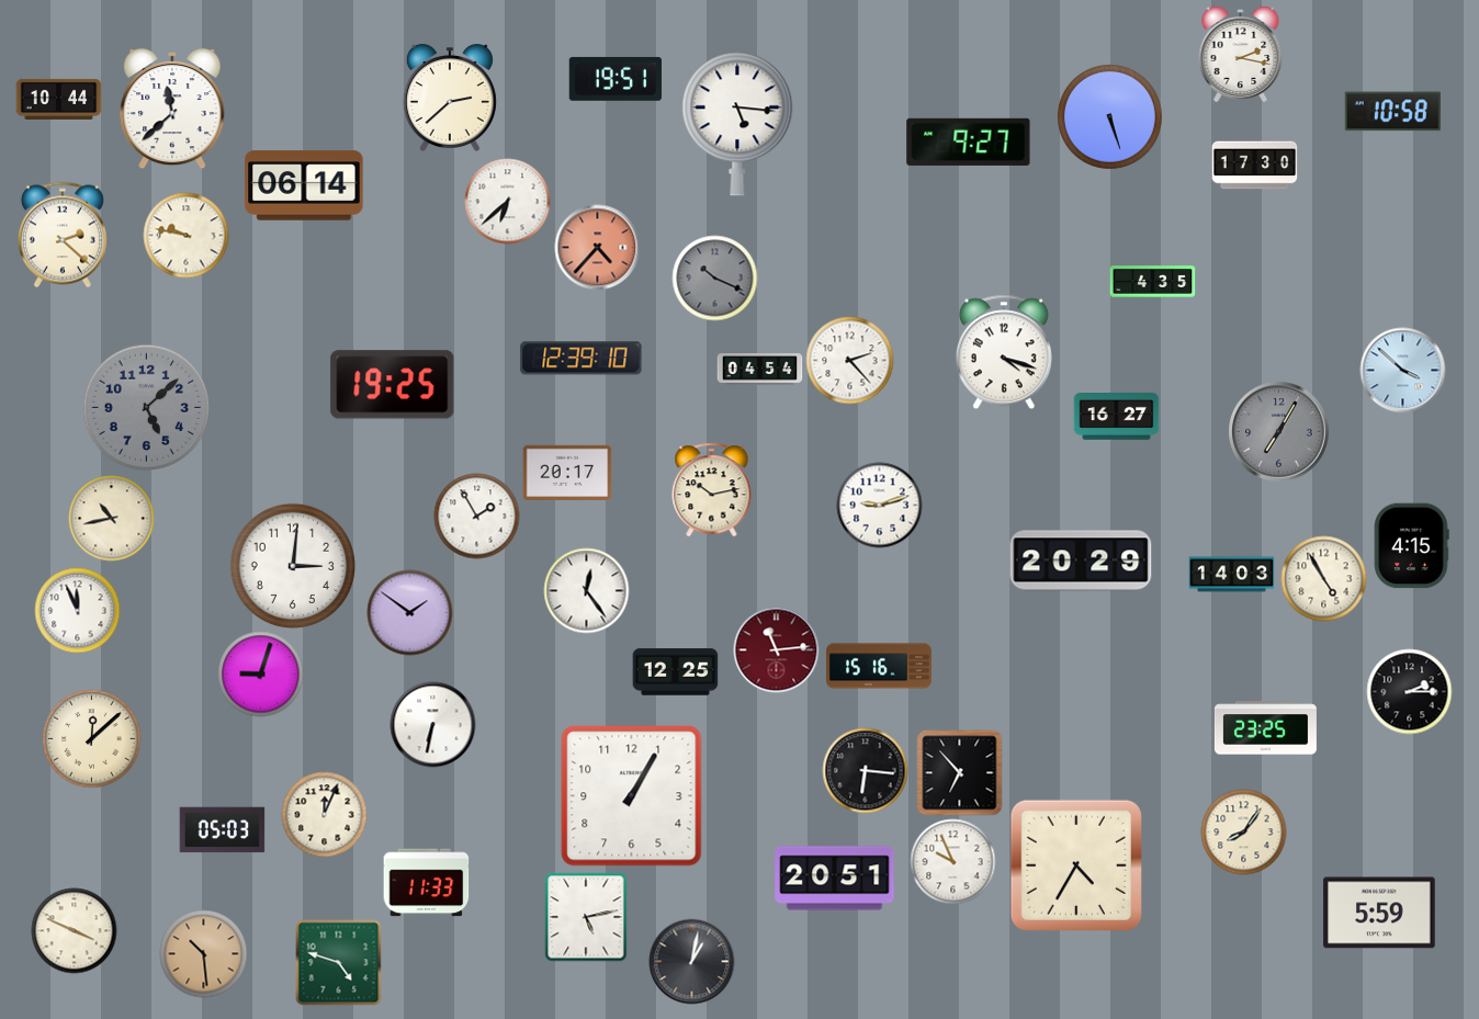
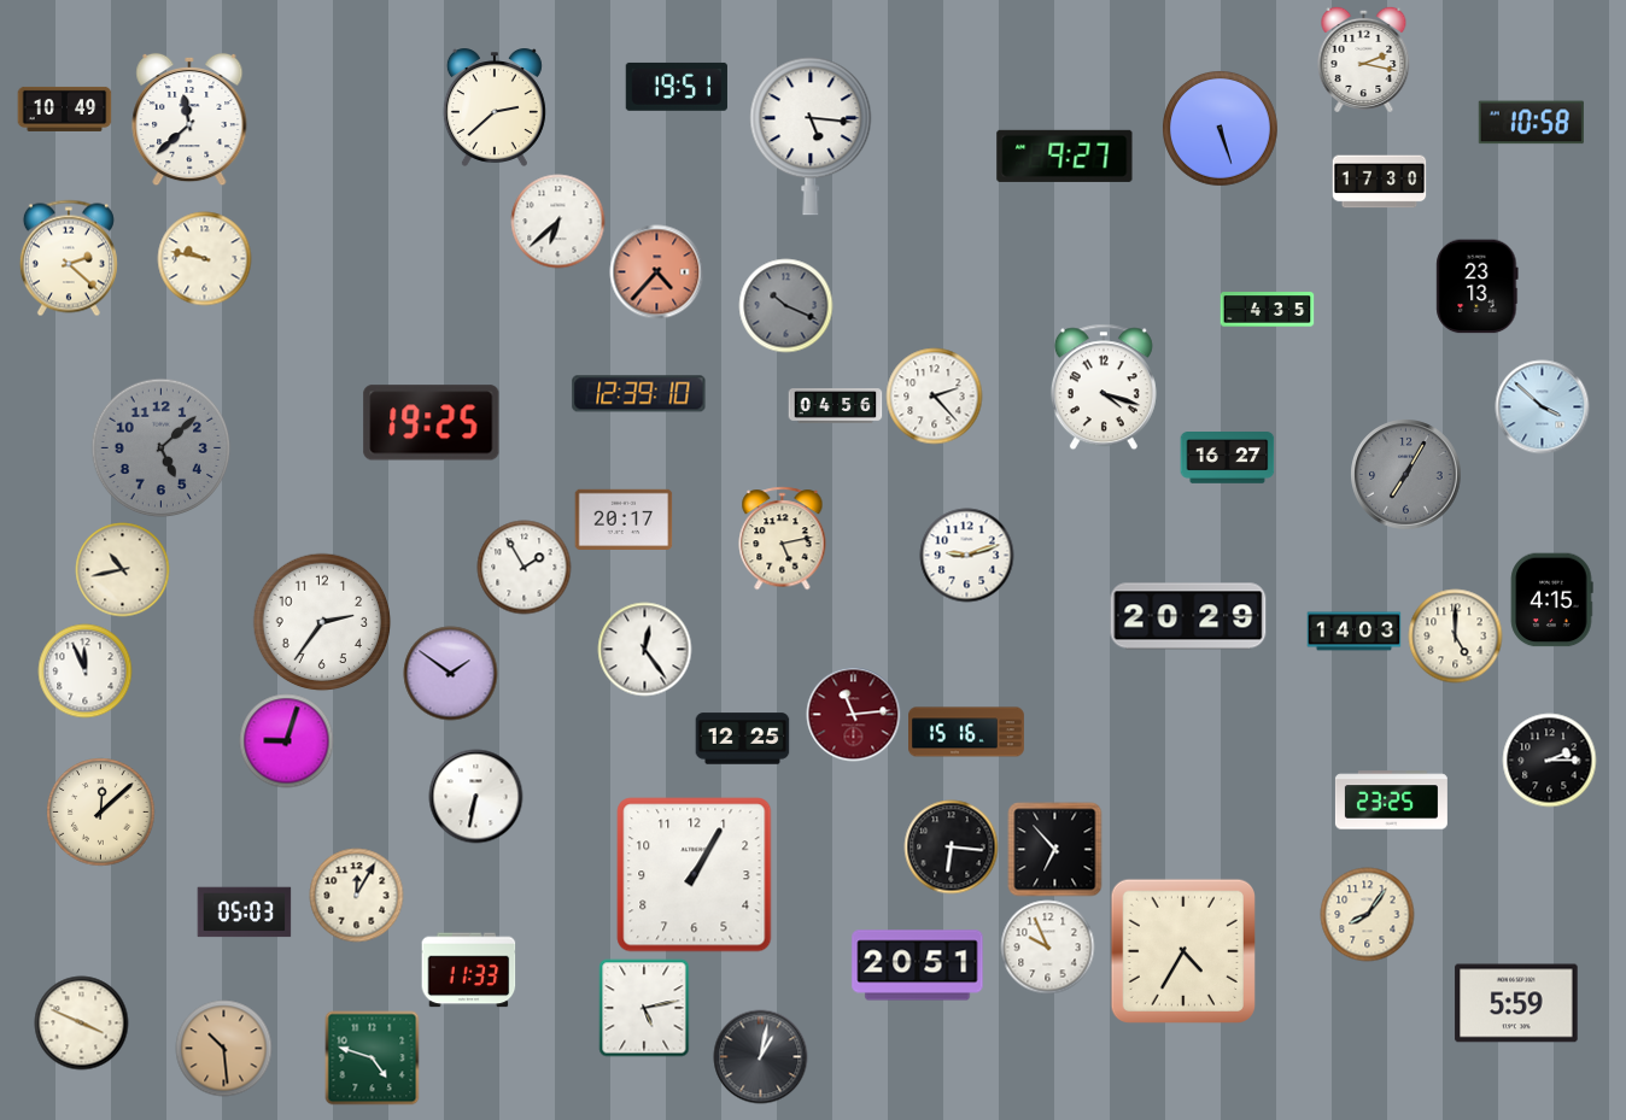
clock at (58, 99): 10:44 -> 10:49
clock at (304, 185): 06:14 -> none
clock at (1478, 286): none -> 23:13
clock at (759, 370): 04:54 -> 04:56
clock at (712, 489): 10:13 -> 5:13
clock at (293, 566): 3:01 -> 2:36
clock at (1323, 578): 4:55 -> 5:00
clock at (324, 814): 12:04 -> 12:05
